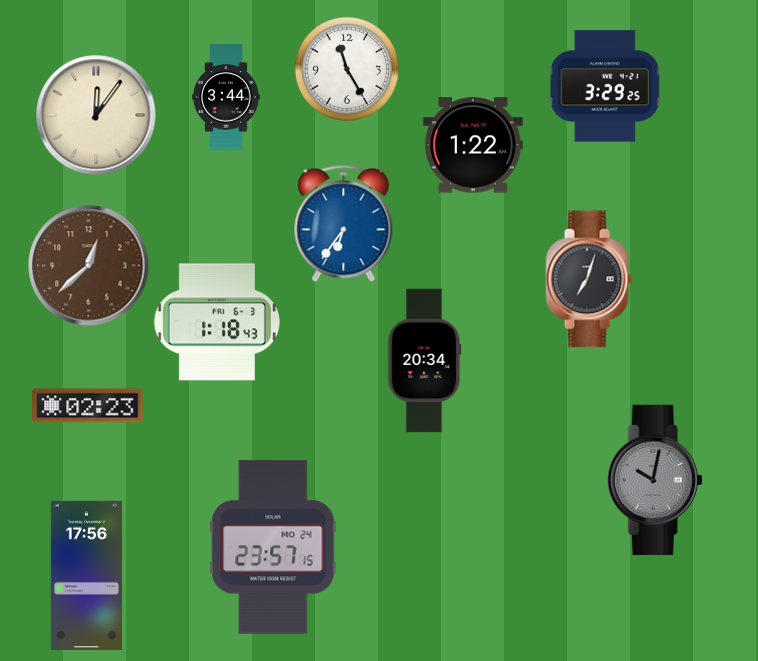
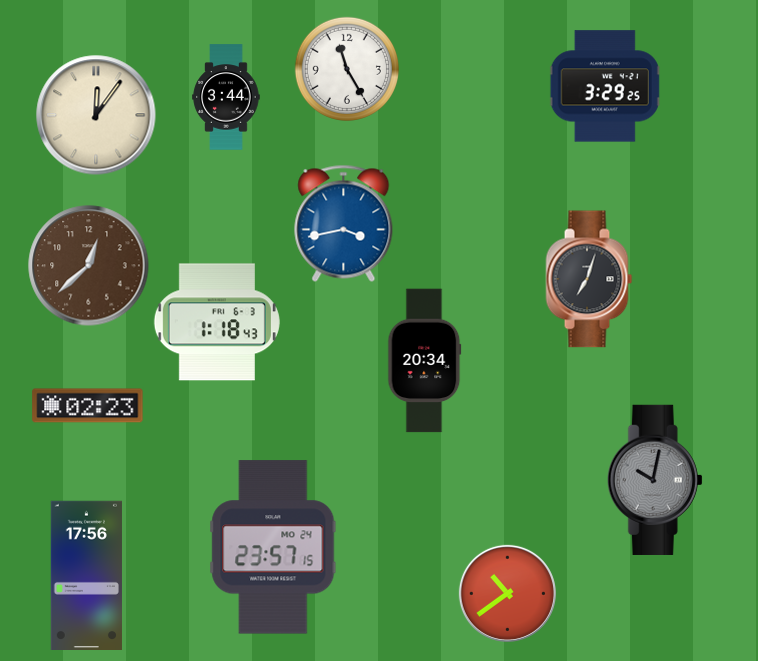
clock at (473, 145): 1:22 -> none
clock at (344, 223): 6:36 -> 3:43
clock at (507, 593): none -> 10:39
